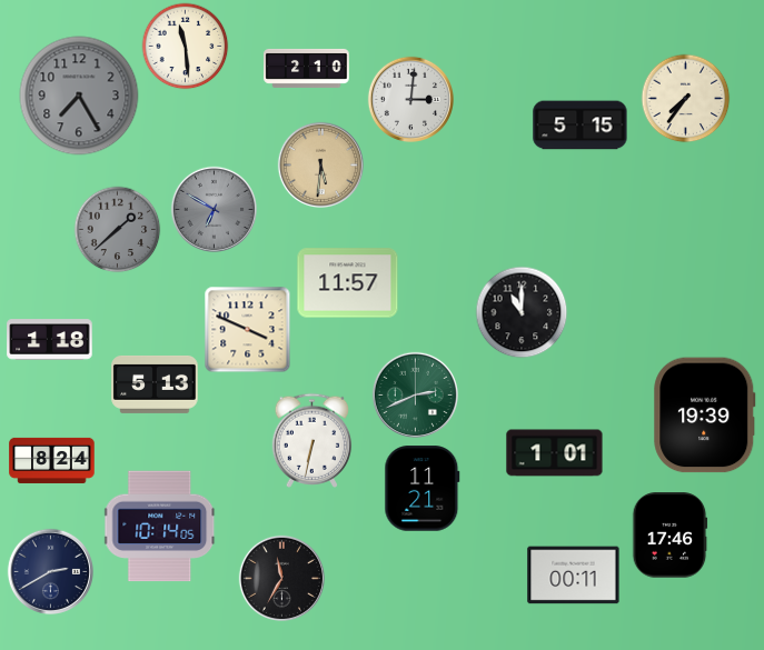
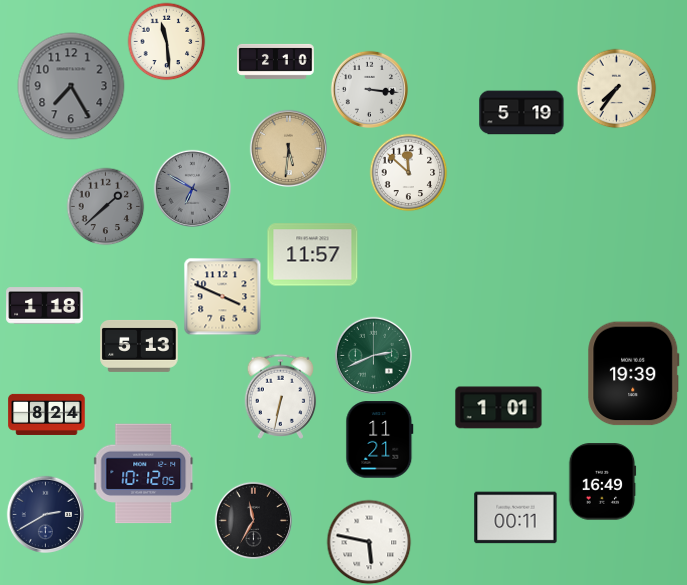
clock at (410, 99): 3:01 -> 3:16
clock at (581, 126): 5:15 -> 5:19
clock at (408, 172): none -> 11:52
clock at (522, 312): 11:00 -> none
clock at (160, 527): 10:14 -> 10:12
clock at (669, 536): 17:46 -> 16:49
clock at (369, 542): none -> 5:47
